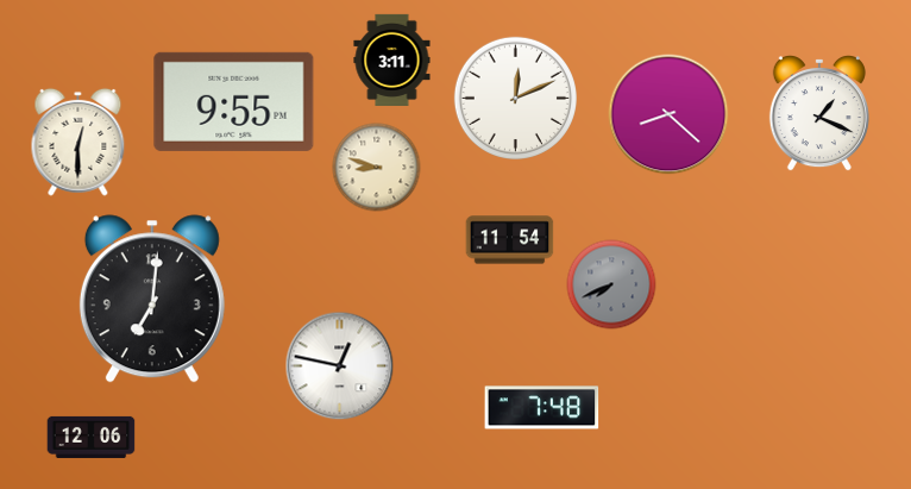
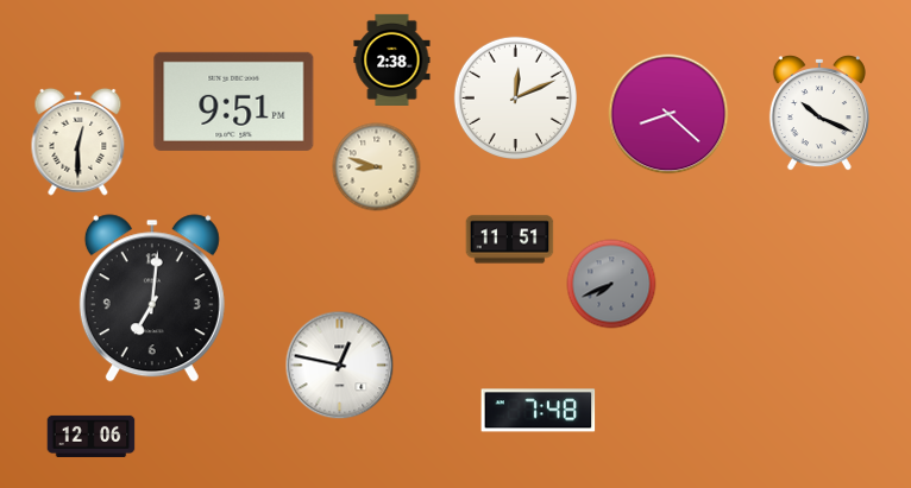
clock at (392, 59): 3:11 -> 2:38
clock at (234, 101): 9:55 -> 9:51
clock at (819, 113): 1:19 -> 10:19
clock at (510, 240): 11:54 -> 11:51
clock at (542, 408) position: (542, 408) -> (539, 411)
